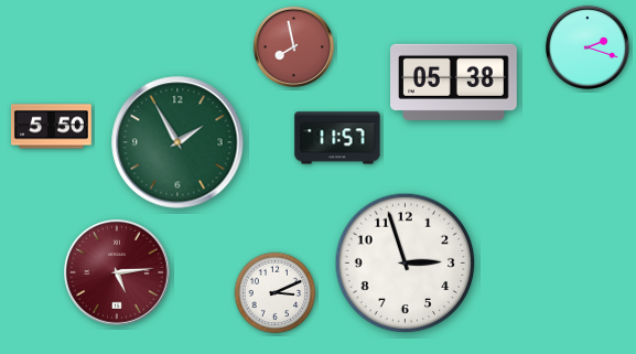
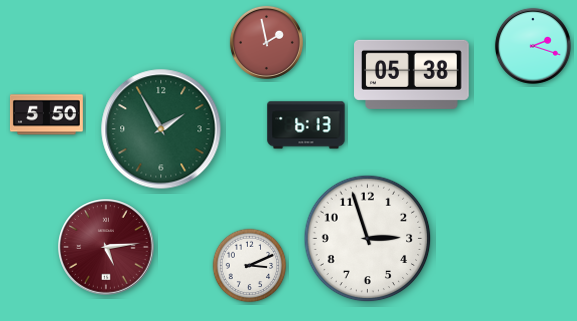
clock at (293, 46): 7:58 -> 1:58
clock at (588, 47) position: (588, 47) -> (533, 46)
clock at (337, 138): 11:57 -> 6:13
